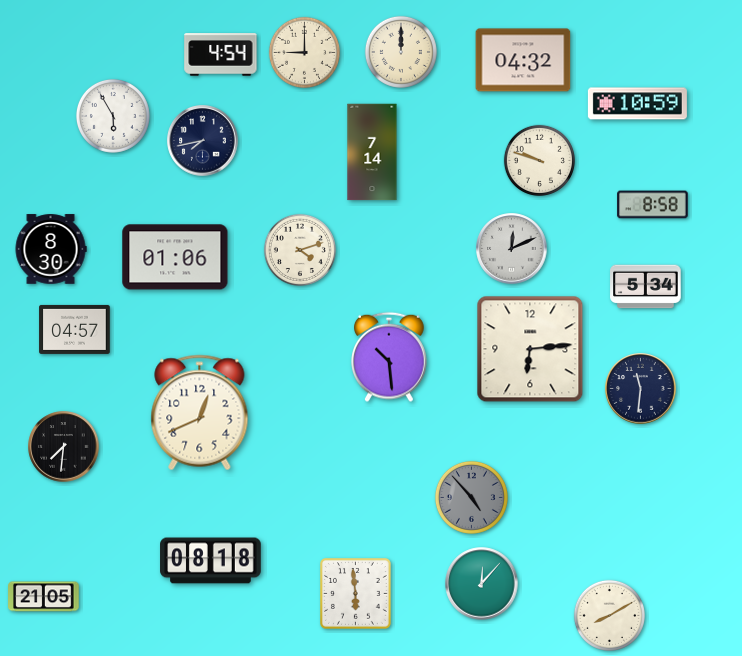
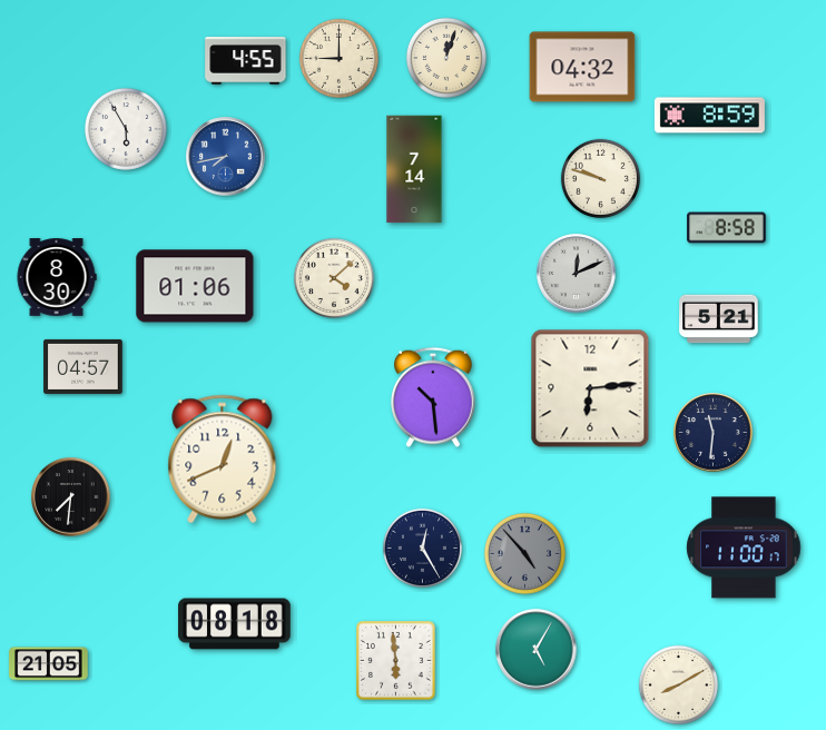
clock at (401, 52): 12:00 -> 12:03
clock at (221, 55): 4:54 -> 4:55
clock at (637, 104): 10:59 -> 8:59
clock at (203, 141) dial: navy -> blue
clock at (512, 249) position: (512, 249) -> (577, 274)
clock at (300, 250): 4:12 -> 4:08
clock at (646, 287): 5:34 -> 5:21
clock at (422, 547): none -> 12:25
clock at (744, 547): none -> 11:00
clock at (482, 584): 12:07 -> 5:05
